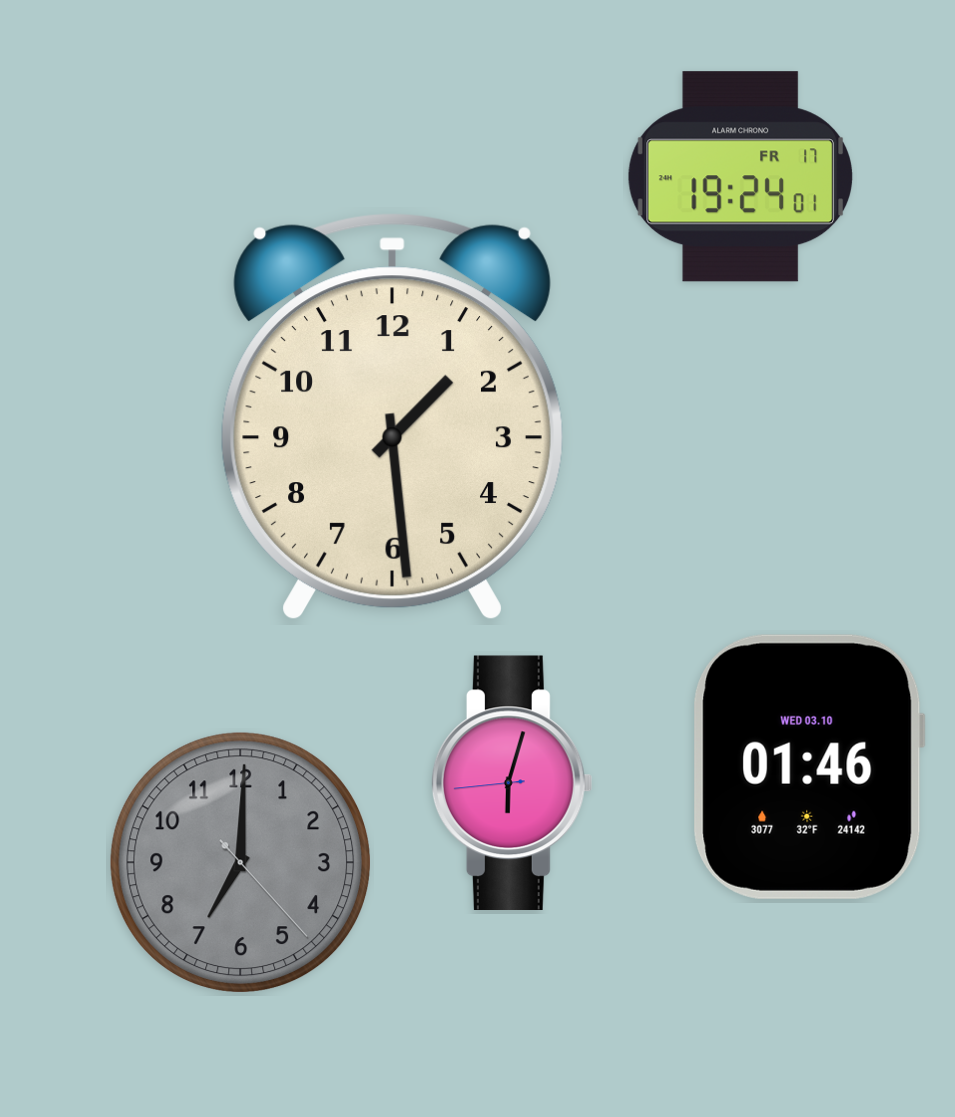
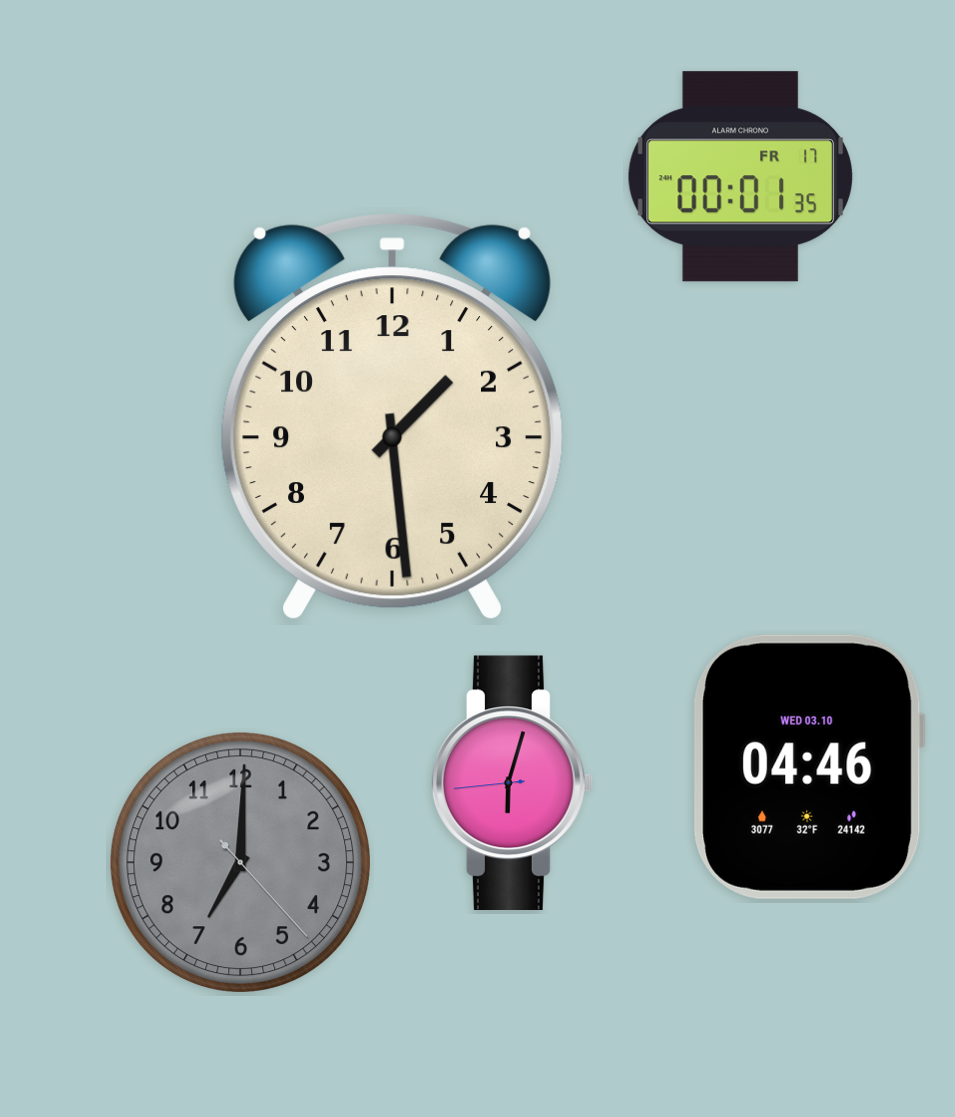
clock at (741, 177): 19:24 -> 00:01
clock at (809, 767): 01:46 -> 04:46
